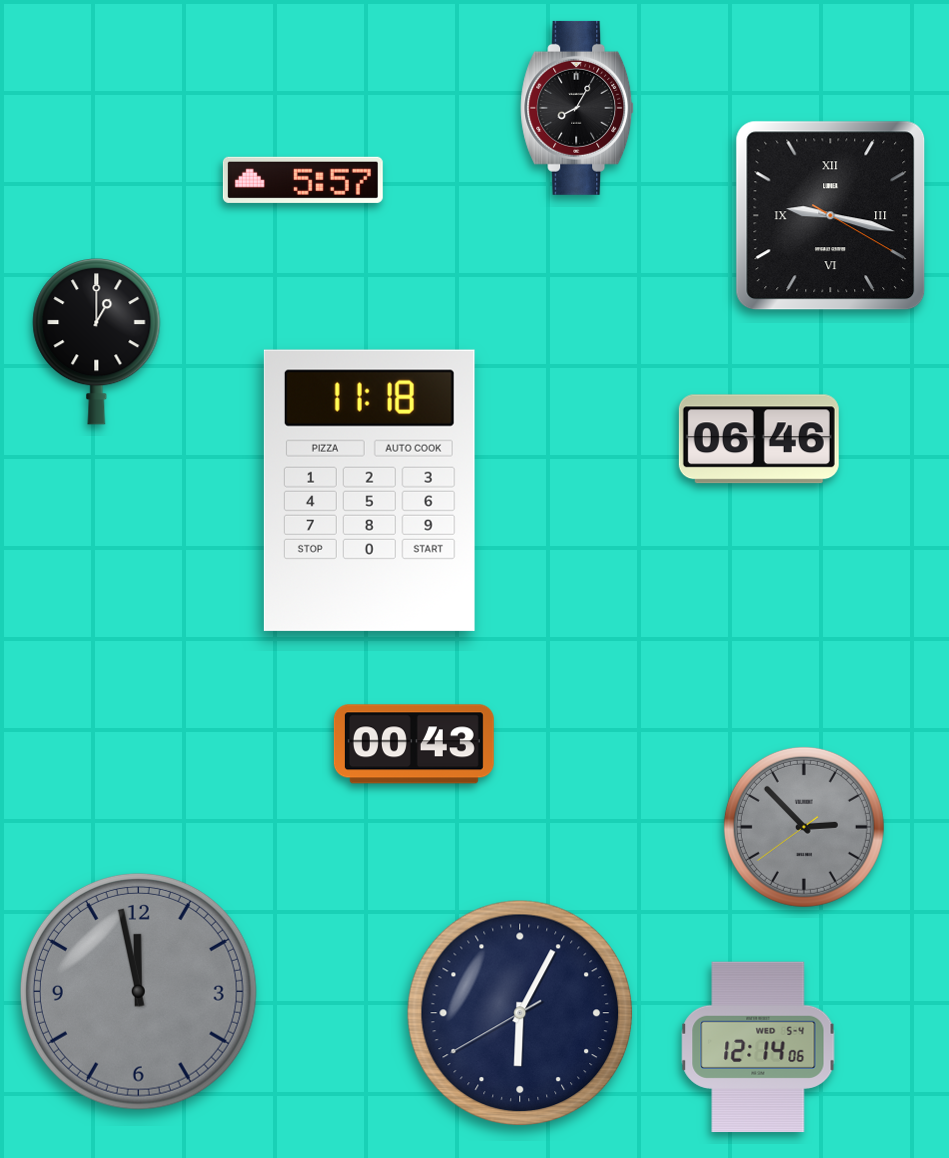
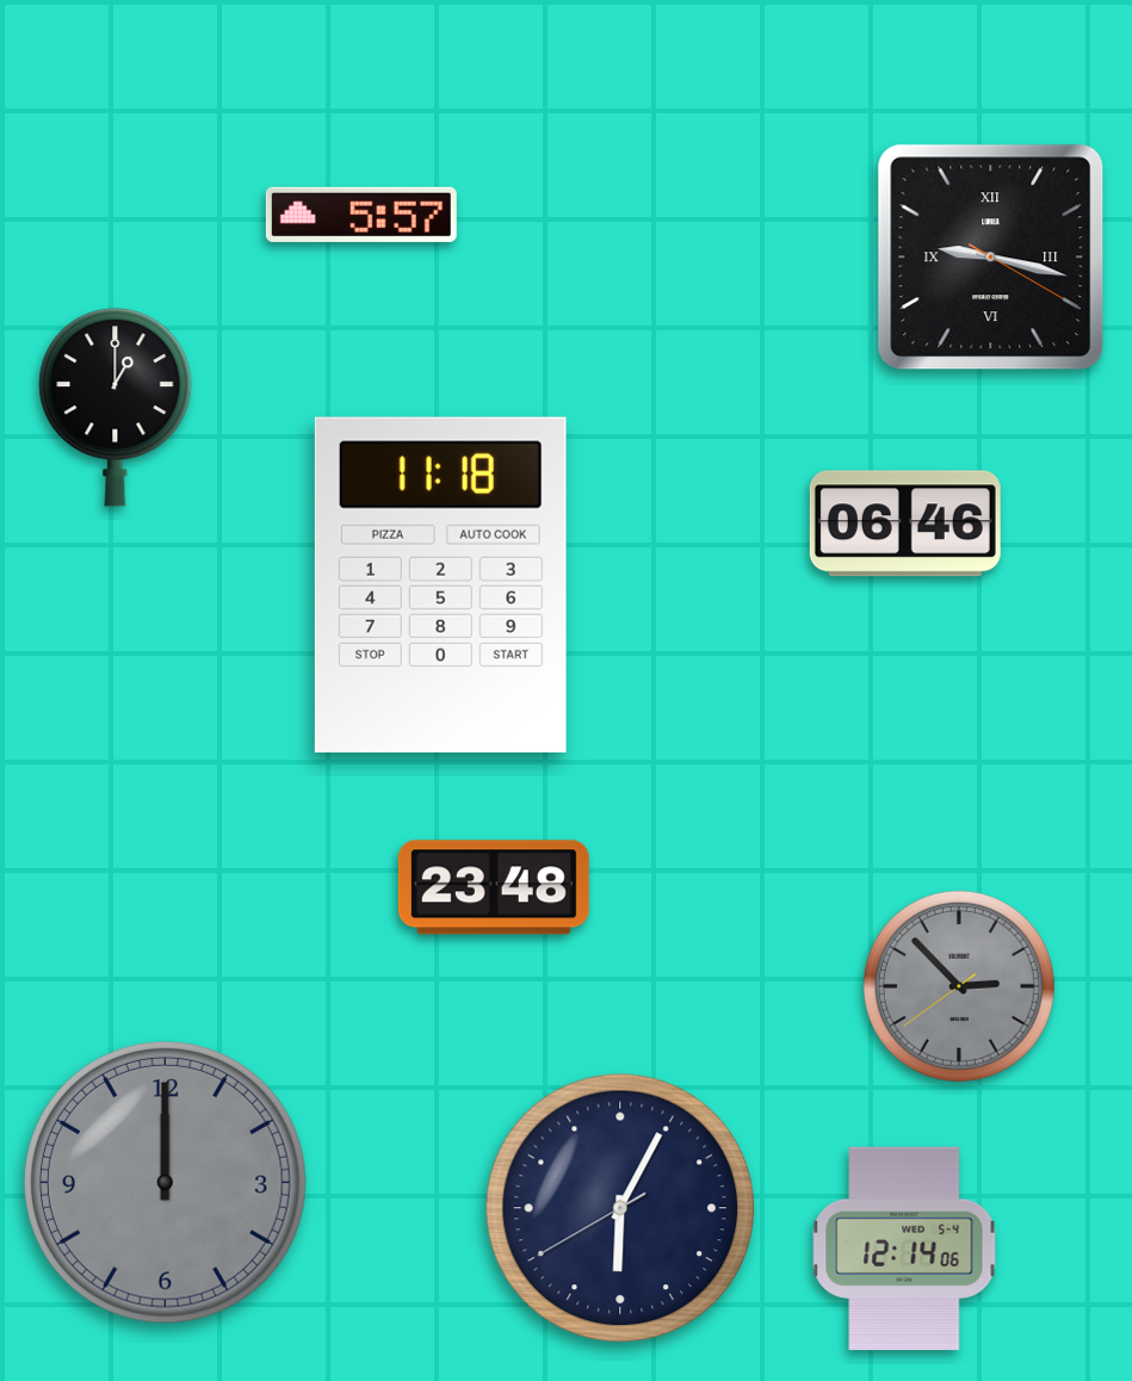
clock at (578, 108): 8:05 -> none
clock at (414, 744): 00:43 -> 23:48
clock at (138, 991): 11:58 -> 12:00
